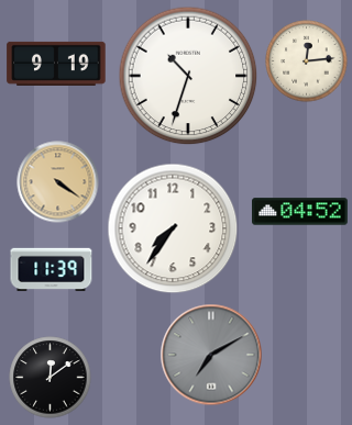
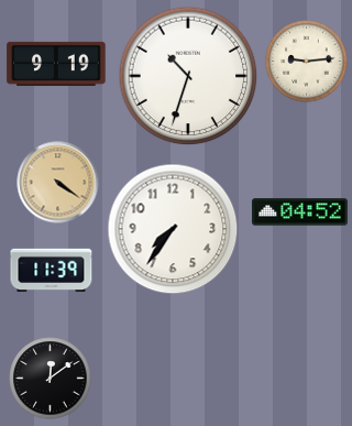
clock at (307, 61): 12:14 -> 9:14
clock at (211, 355): 7:10 -> none
